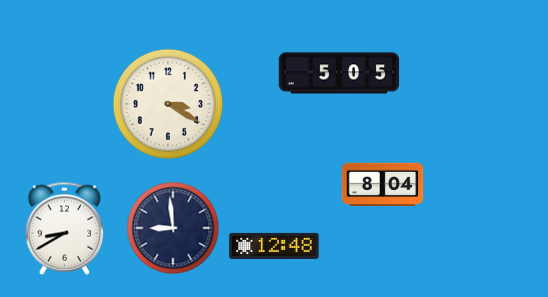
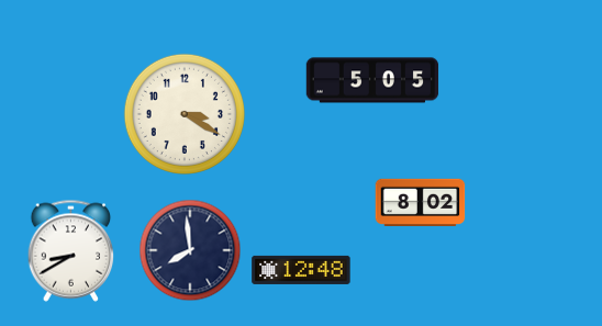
clock at (383, 184): 8:04 -> 8:02
clock at (173, 228): 8:59 -> 7:59
